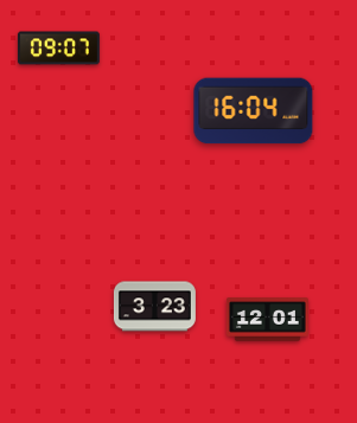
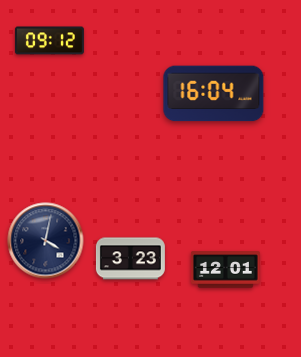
clock at (58, 49): 09:07 -> 09:12
clock at (46, 241): none -> 4:02
